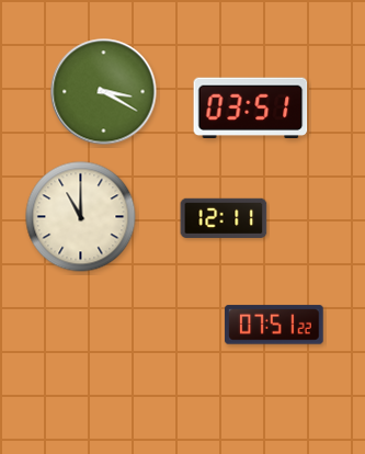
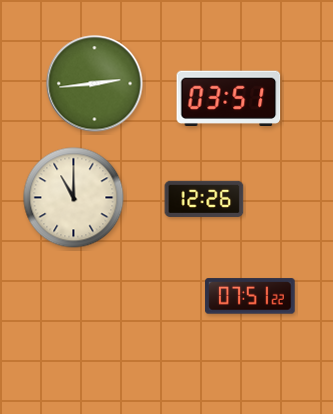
clock at (104, 92): 3:20 -> 2:44
clock at (224, 218): 12:11 -> 12:26
